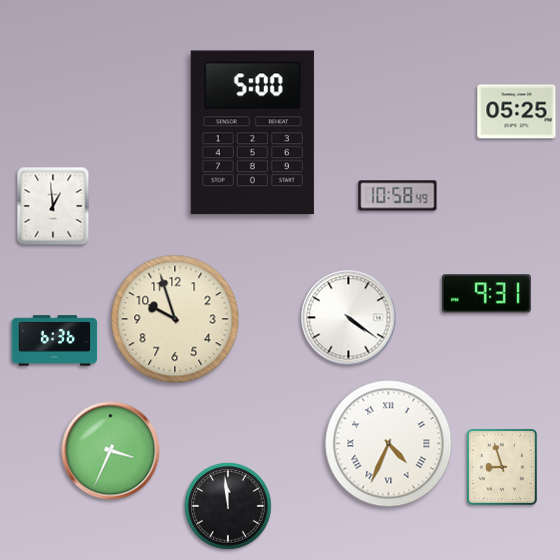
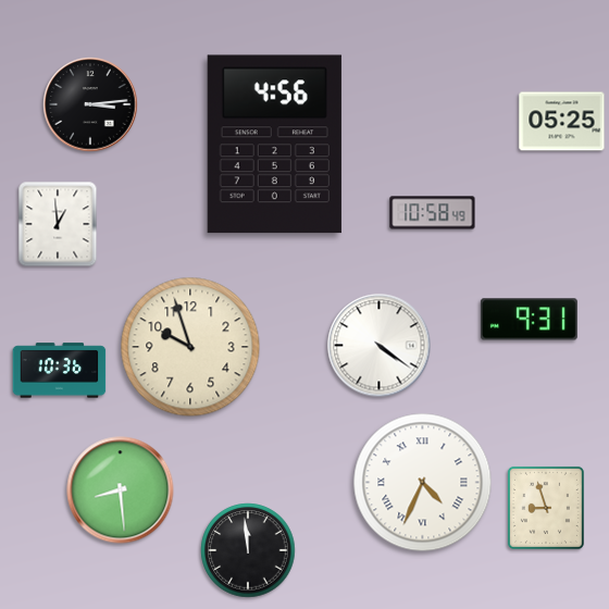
clock at (90, 104): none -> 3:14
clock at (252, 133): 5:00 -> 4:56
clock at (55, 341): 6:36 -> 10:36
clock at (111, 451): 3:34 -> 8:29
